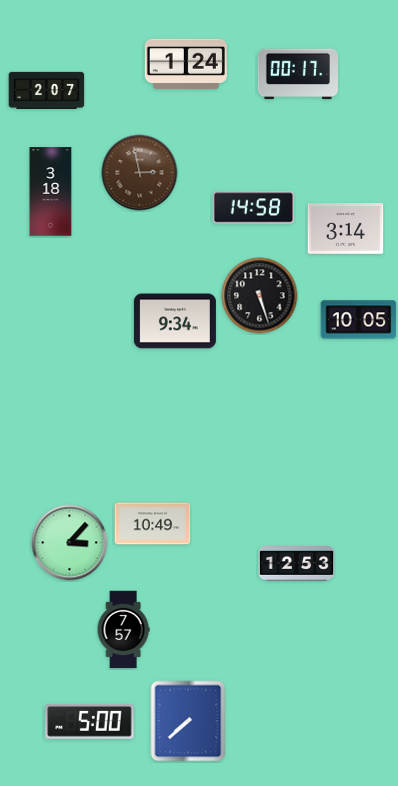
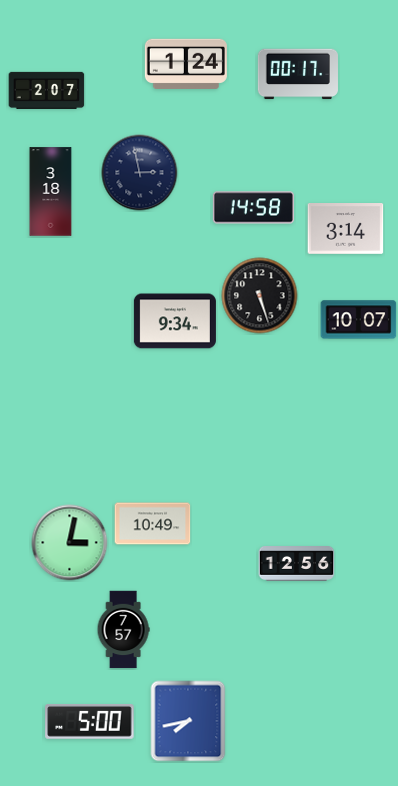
clock at (140, 173) dial: brown -> navy
clock at (359, 320): 10:05 -> 10:07
clock at (70, 543): 3:07 -> 3:02
clock at (297, 564): 12:53 -> 12:56
clock at (188, 721): 7:38 -> 7:43
